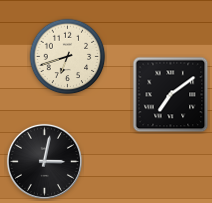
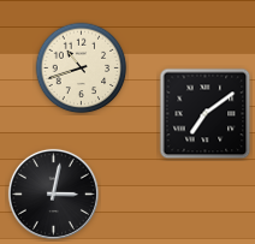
clock at (68, 57): 6:42 -> 10:42
